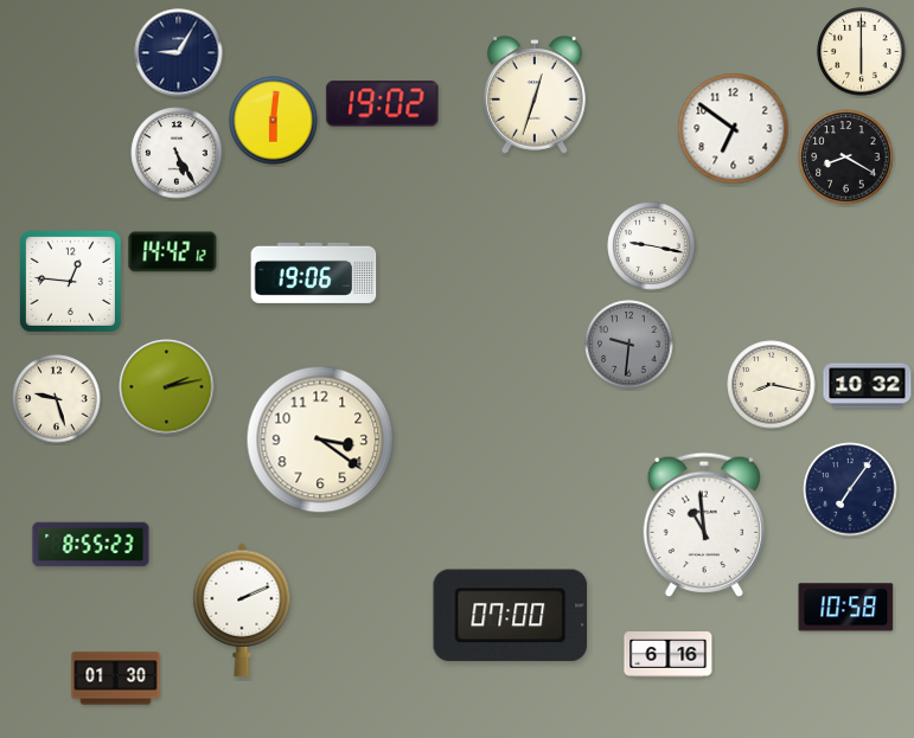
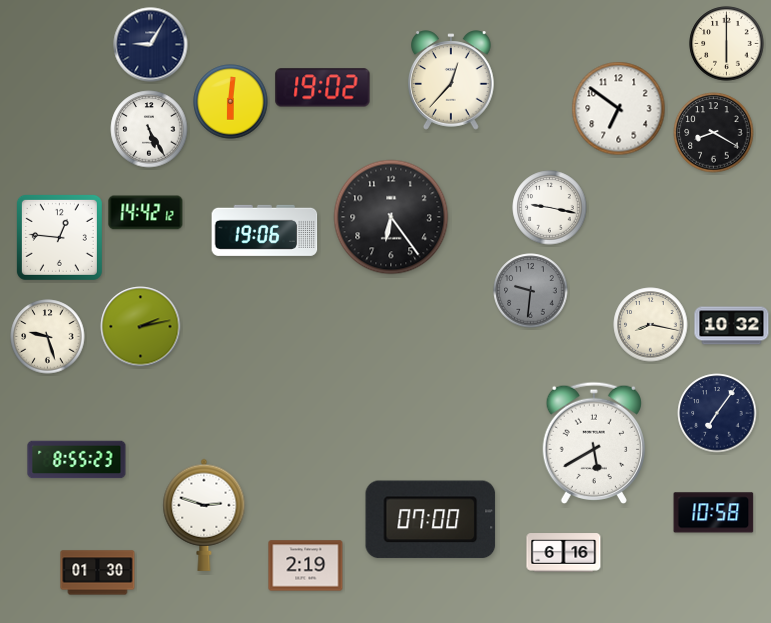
clock at (536, 95): 12:33 -> 12:37
clock at (391, 217): none -> 6:24
clock at (320, 439): 3:21 -> none
clock at (704, 524): 10:59 -> 5:40
clock at (242, 610): 2:11 -> 2:48
clock at (306, 566): none -> 2:19
